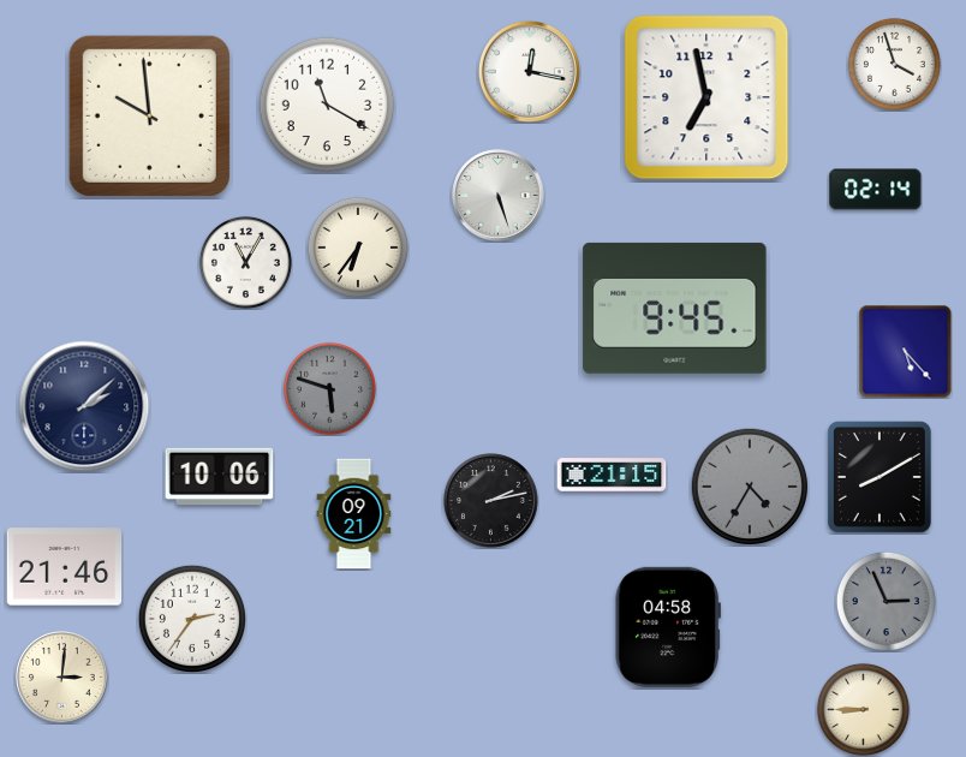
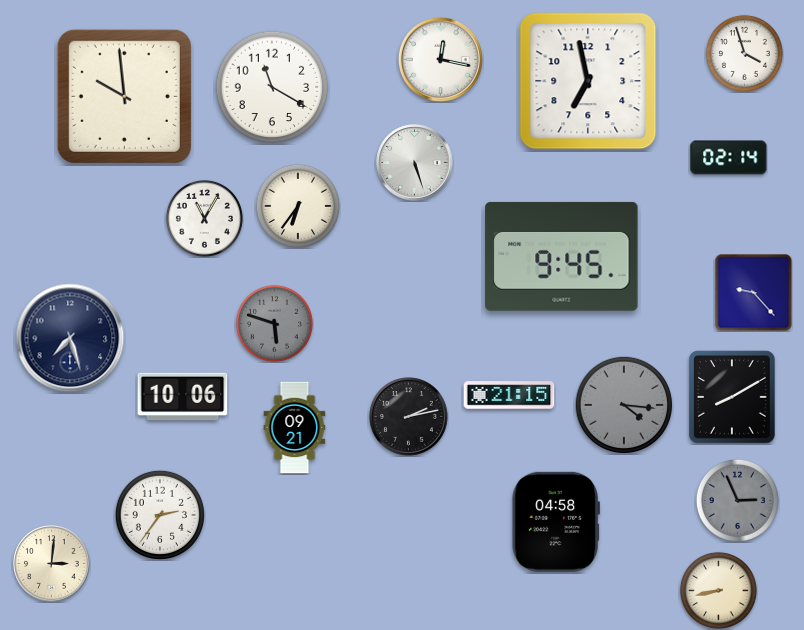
clock at (905, 351): 5:23 -> 9:23
clock at (84, 406): 2:08 -> 7:27
clock at (750, 487): 4:35 -> 4:16
clock at (65, 567): 21:46 -> none
clock at (863, 709): 8:45 -> 8:43
